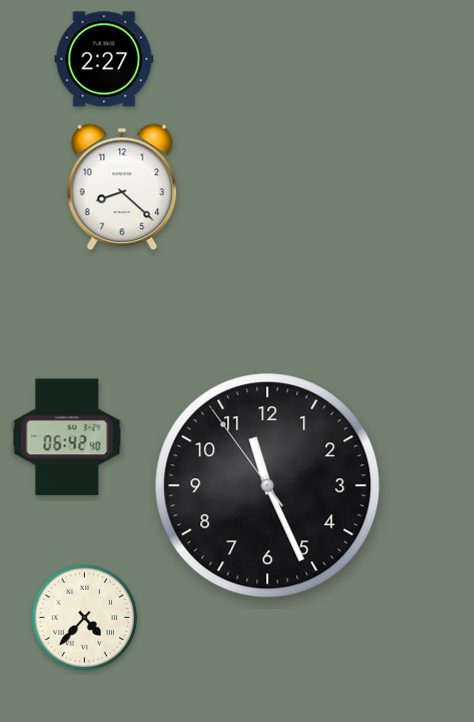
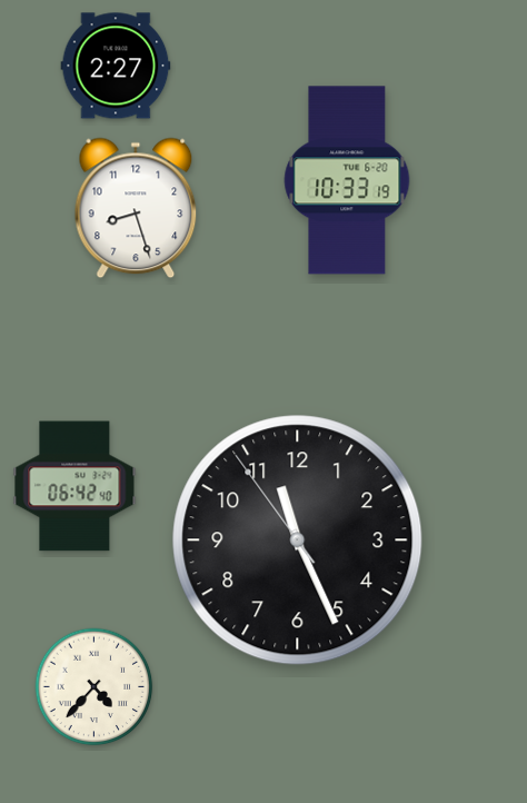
clock at (347, 180): none -> 10:33
clock at (122, 187): 8:22 -> 8:27
